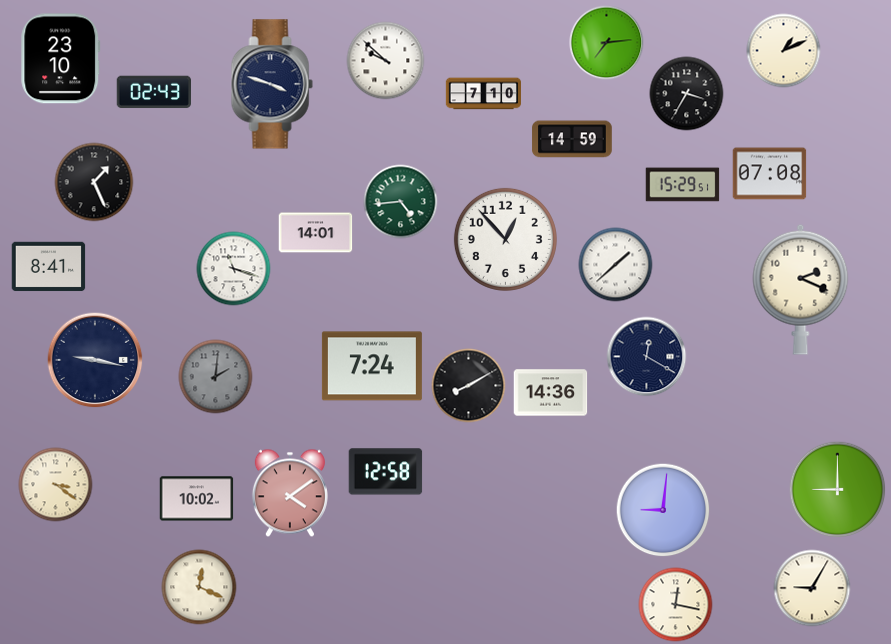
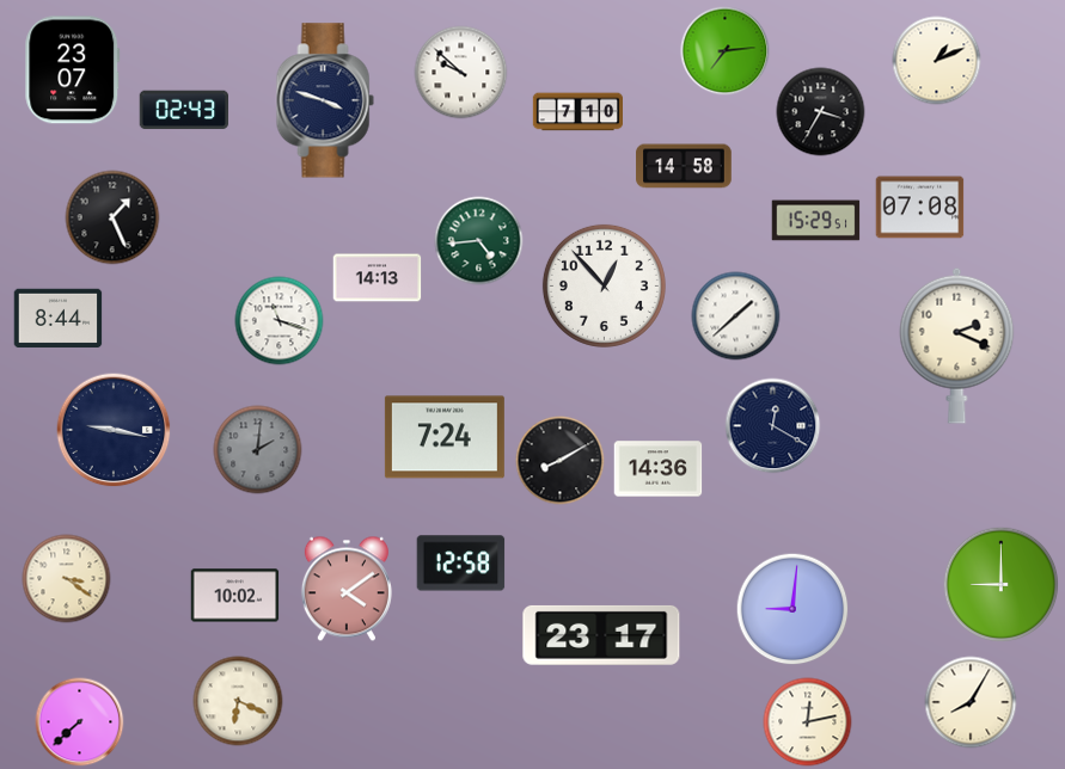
clock at (61, 59): 23:10 -> 23:07
clock at (572, 139): 14:59 -> 14:58
clock at (316, 233): 14:01 -> 14:13
clock at (49, 267): 8:41 -> 8:44
clock at (601, 635): none -> 23:17
clock at (199, 587): 12:19 -> 6:19
clock at (812, 588): 9:05 -> 8:05
clock at (80, 722): none -> 7:38
clock at (676, 605): 12:17 -> 12:13
